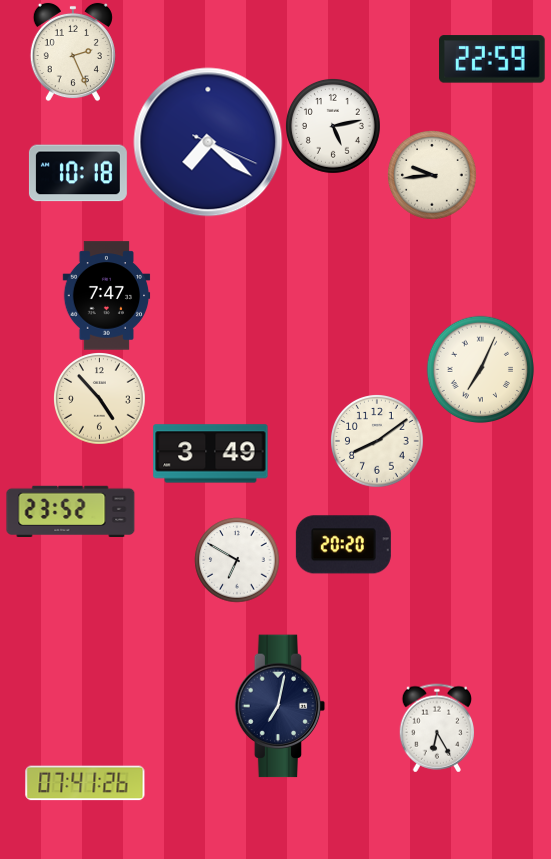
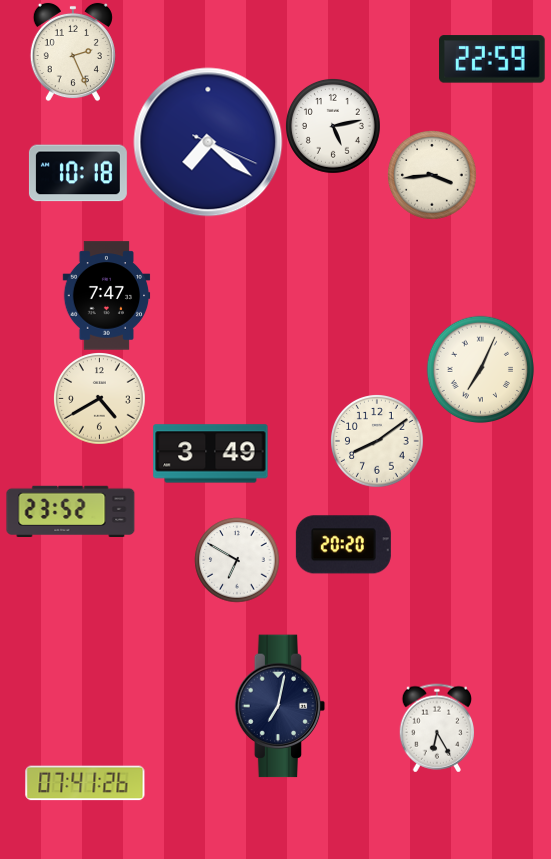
clock at (432, 175): 9:44 -> 3:44
clock at (100, 399): 4:53 -> 4:40
